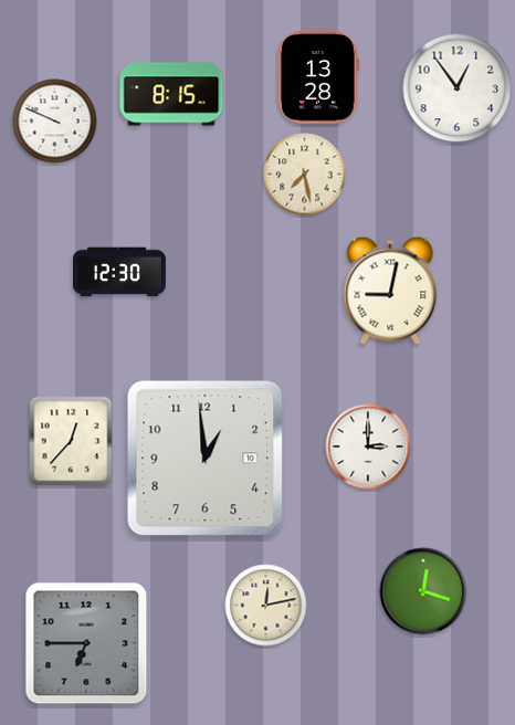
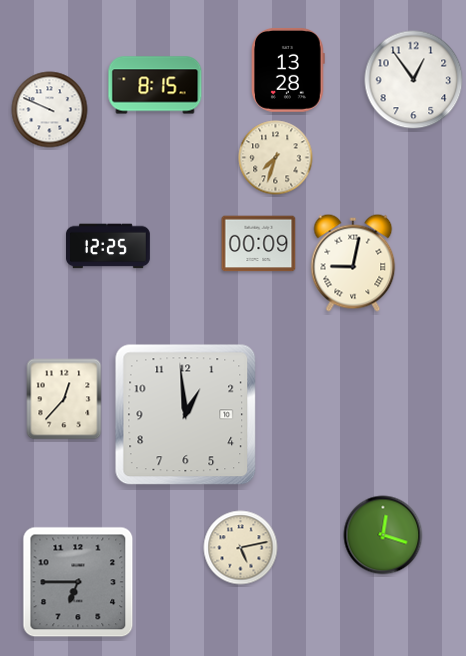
clock at (305, 175): 7:28 -> 7:33
clock at (259, 244): none -> 00:09
clock at (120, 272): 12:30 -> 12:25
clock at (368, 446): 3:00 -> none
clock at (266, 606): 12:13 -> 5:13
